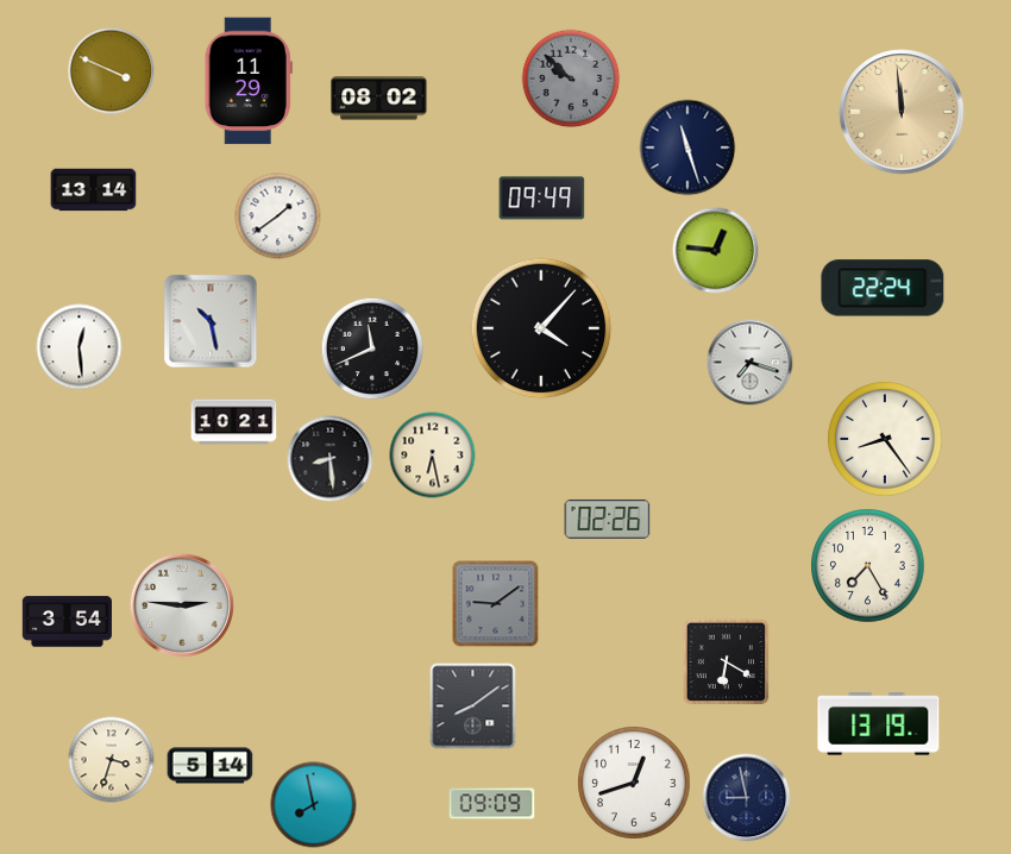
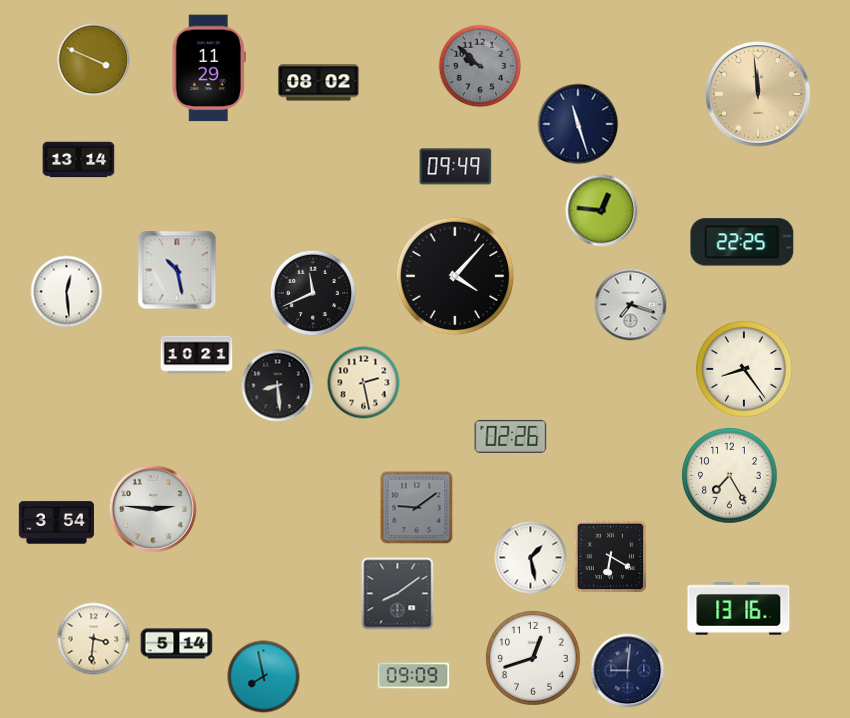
clock at (278, 216): 1:39 -> none
clock at (883, 288): 22:24 -> 22:25
clock at (433, 456): 6:28 -> 2:28
clock at (531, 558): none -> 1:28
clock at (879, 724): 13:19 -> 13:16
clock at (112, 760): 3:33 -> 3:31
clock at (747, 798): 8:58 -> 9:01
